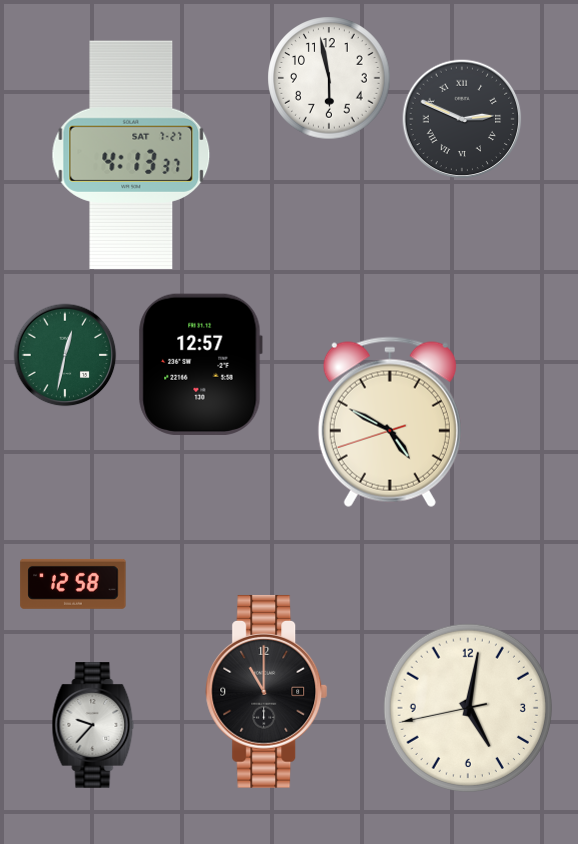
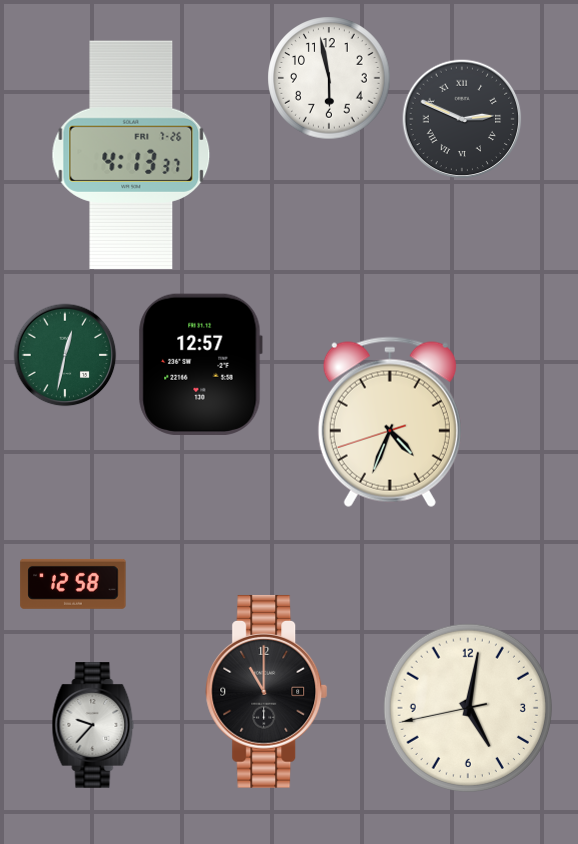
clock at (131, 155) date: SAT 7-27 -> FRI 7-26
clock at (390, 422): 4:49 -> 4:33
